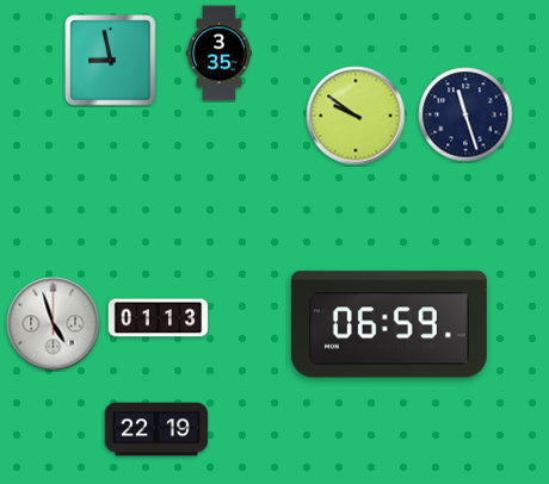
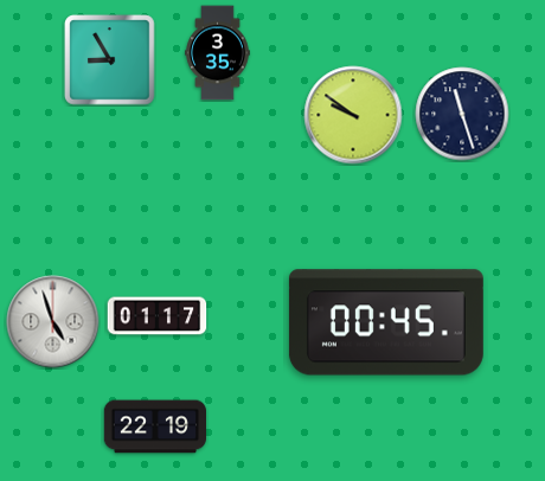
clock at (111, 61): 8:58 -> 8:55
clock at (159, 318): 01:13 -> 01:17
clock at (389, 324): 06:59 -> 00:45
